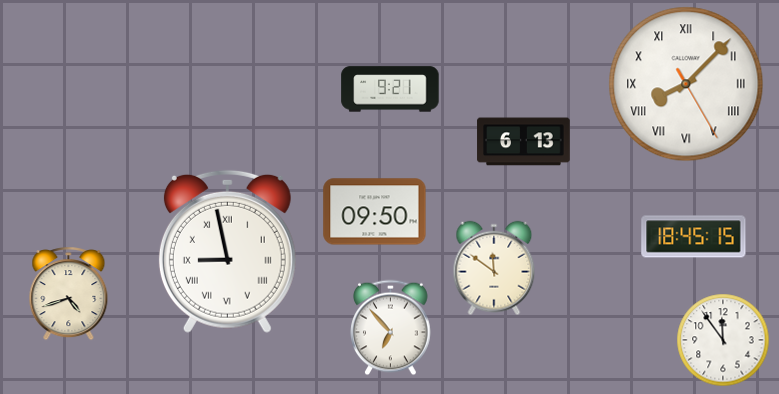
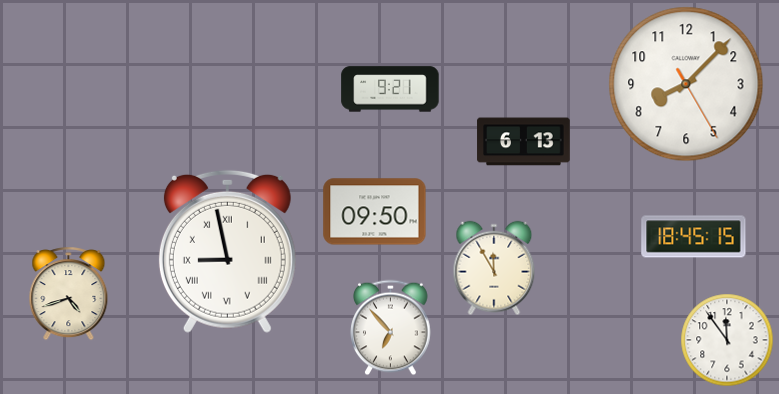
clock at (686, 84) numerals: Roman -> Arabic
clock at (494, 268): 11:51 -> 11:55
clock at (723, 340) position: (723, 340) -> (727, 340)
